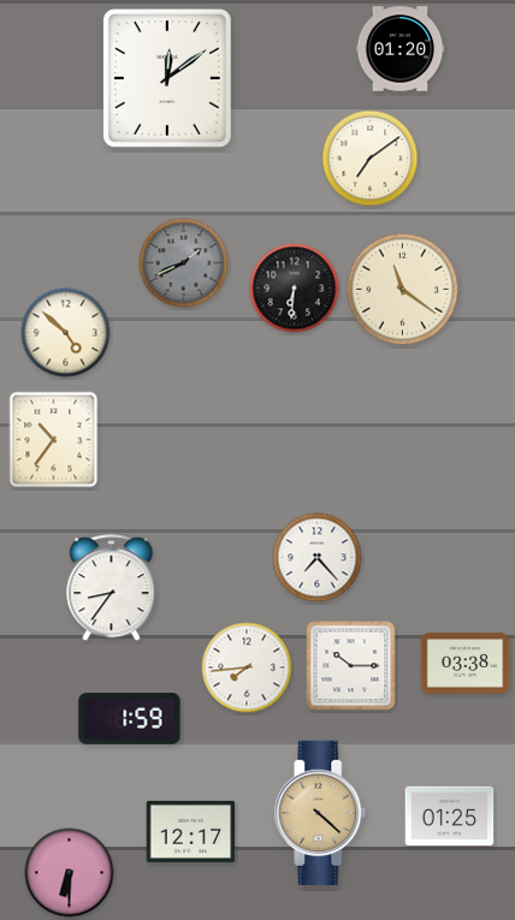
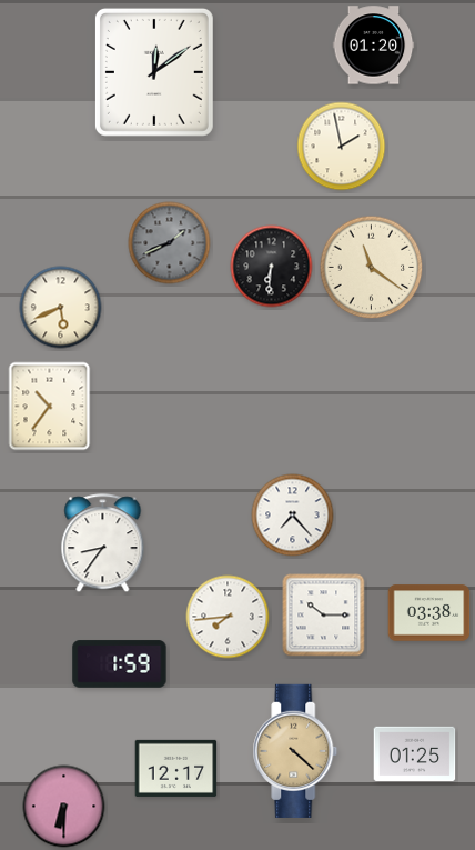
clock at (401, 49) position: (401, 49) -> (374, 46)
clock at (371, 159): 7:09 -> 1:58
clock at (66, 333): 4:52 -> 5:41
